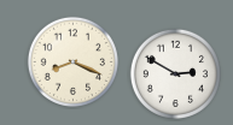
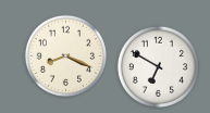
clock at (175, 73): 2:50 -> 6:50
